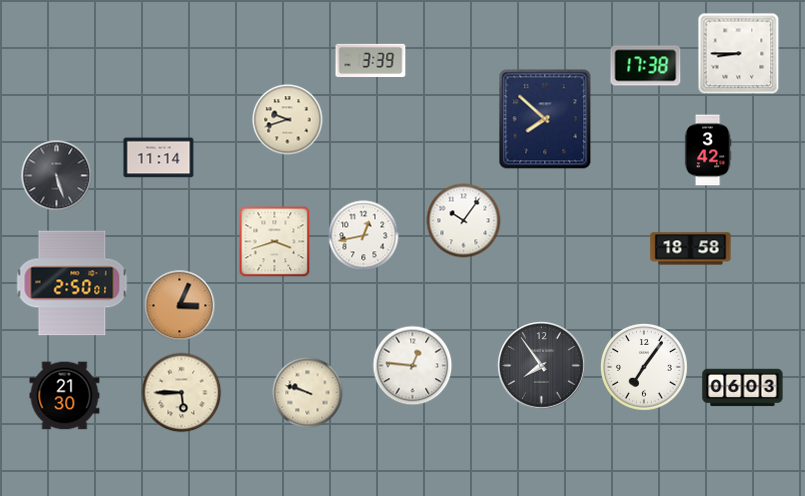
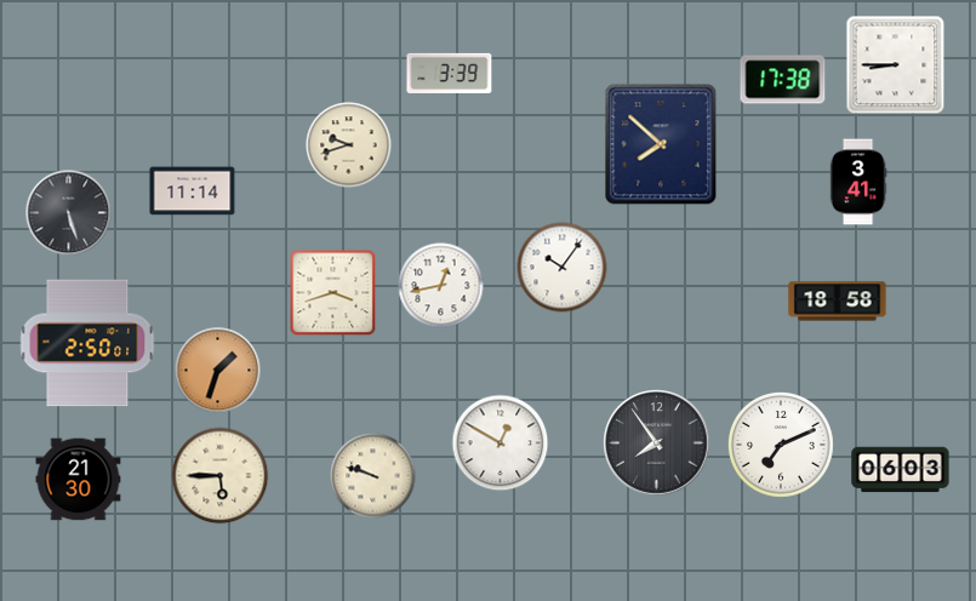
clock at (708, 150): 3:42 -> 3:41
clock at (180, 306): 3:04 -> 1:33
clock at (413, 366): 12:46 -> 12:50
clock at (644, 367): 7:06 -> 7:11
